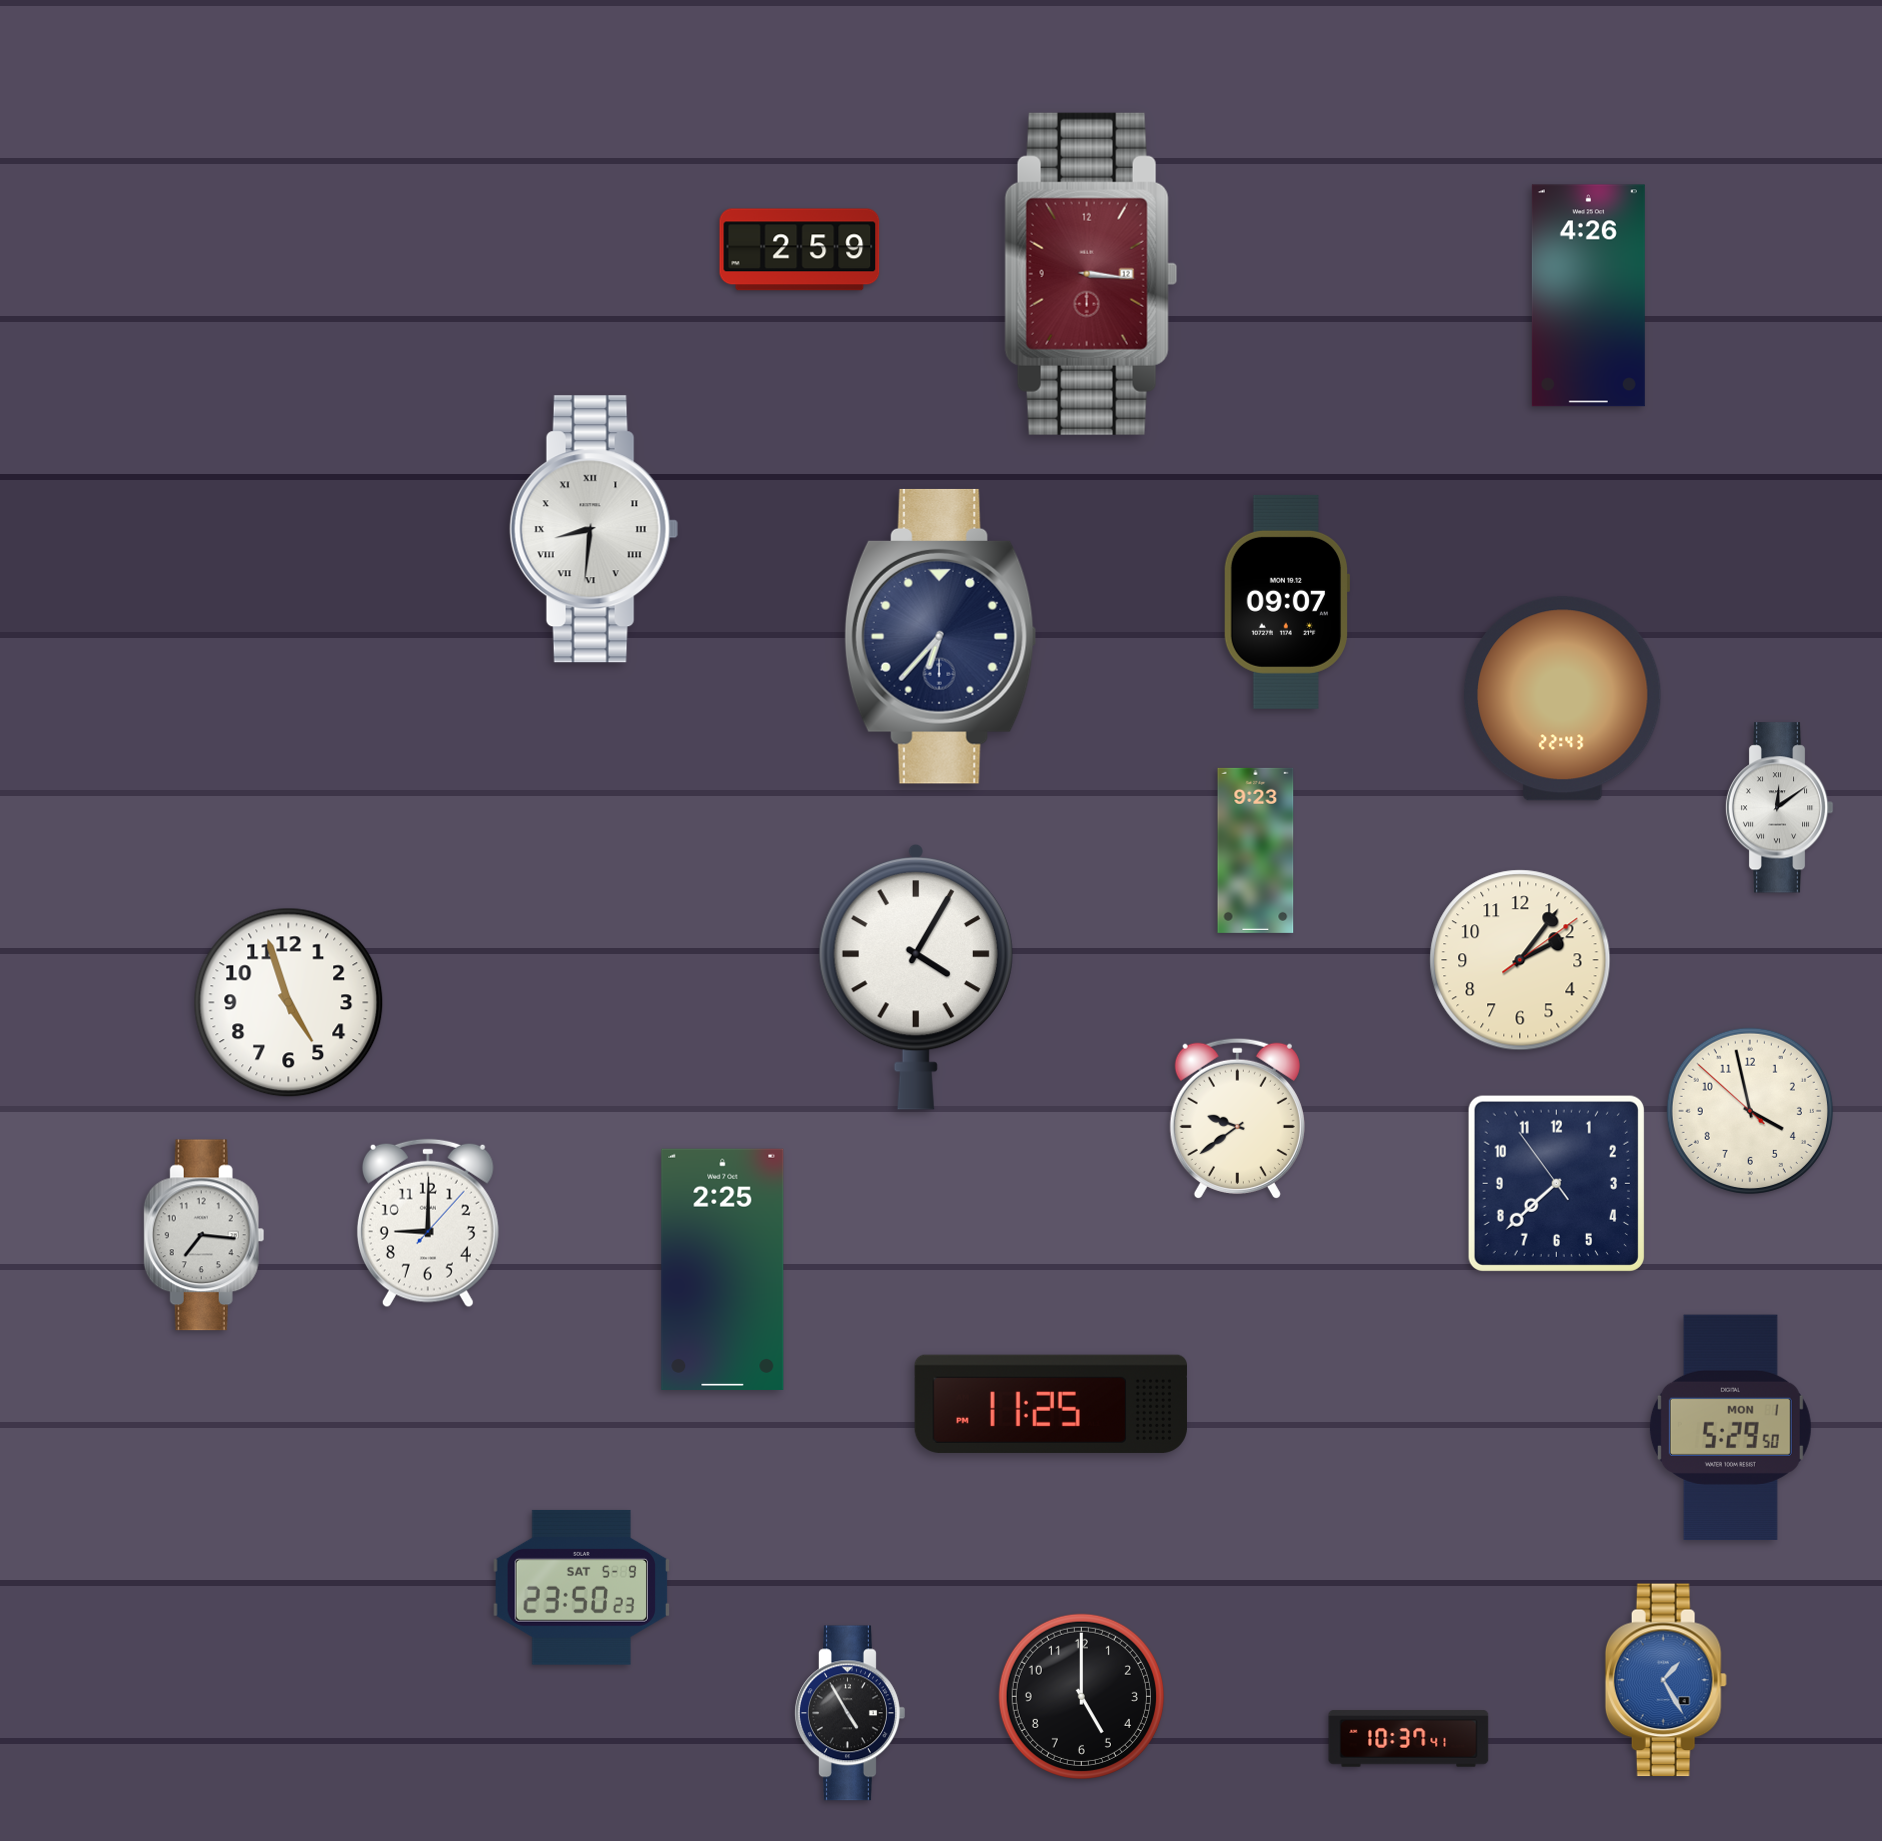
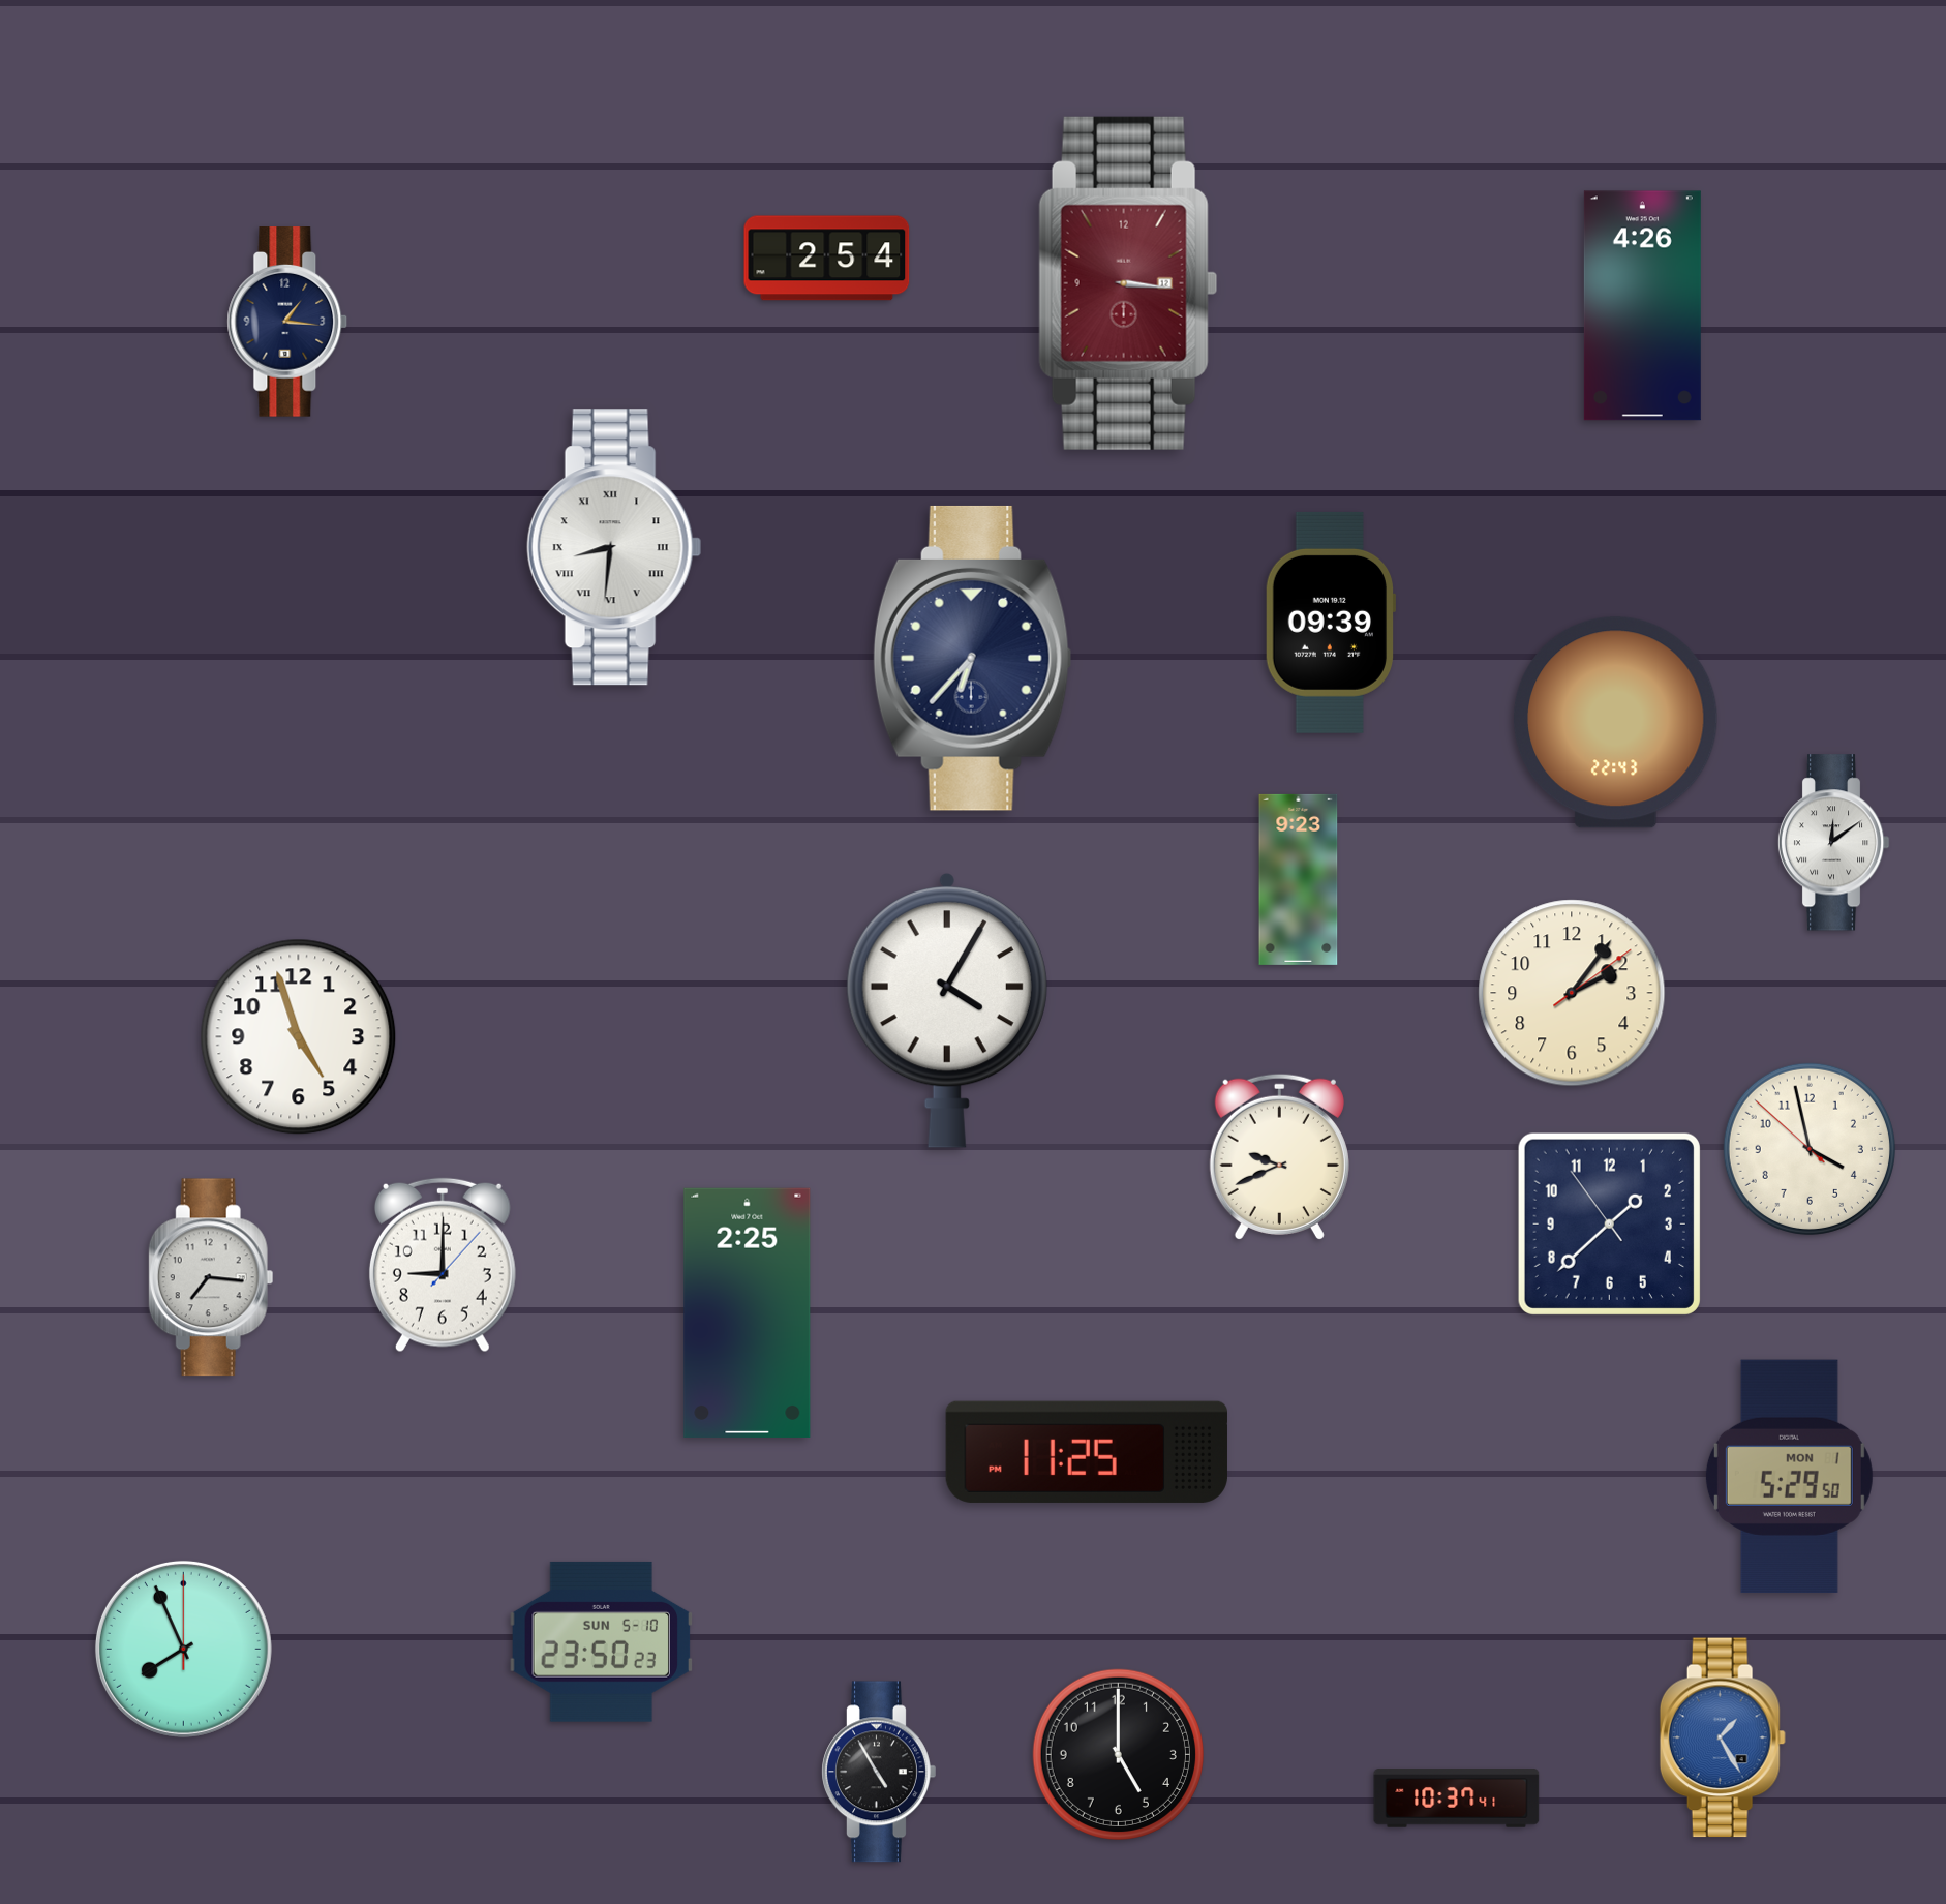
clock at (800, 250): 2:59 -> 2:54
clock at (287, 323): none -> 1:16
clock at (1286, 602): 09:07 -> 09:39
clock at (1779, 808) position: (1779, 808) -> (1833, 843)
clock at (1237, 1118): 9:39 -> 9:41
clock at (1556, 1183): 7:37 -> 1:37
clock at (582, 1587) date: SAT 5-9 -> SUN 5-10
clock at (183, 1649): none -> 7:56
